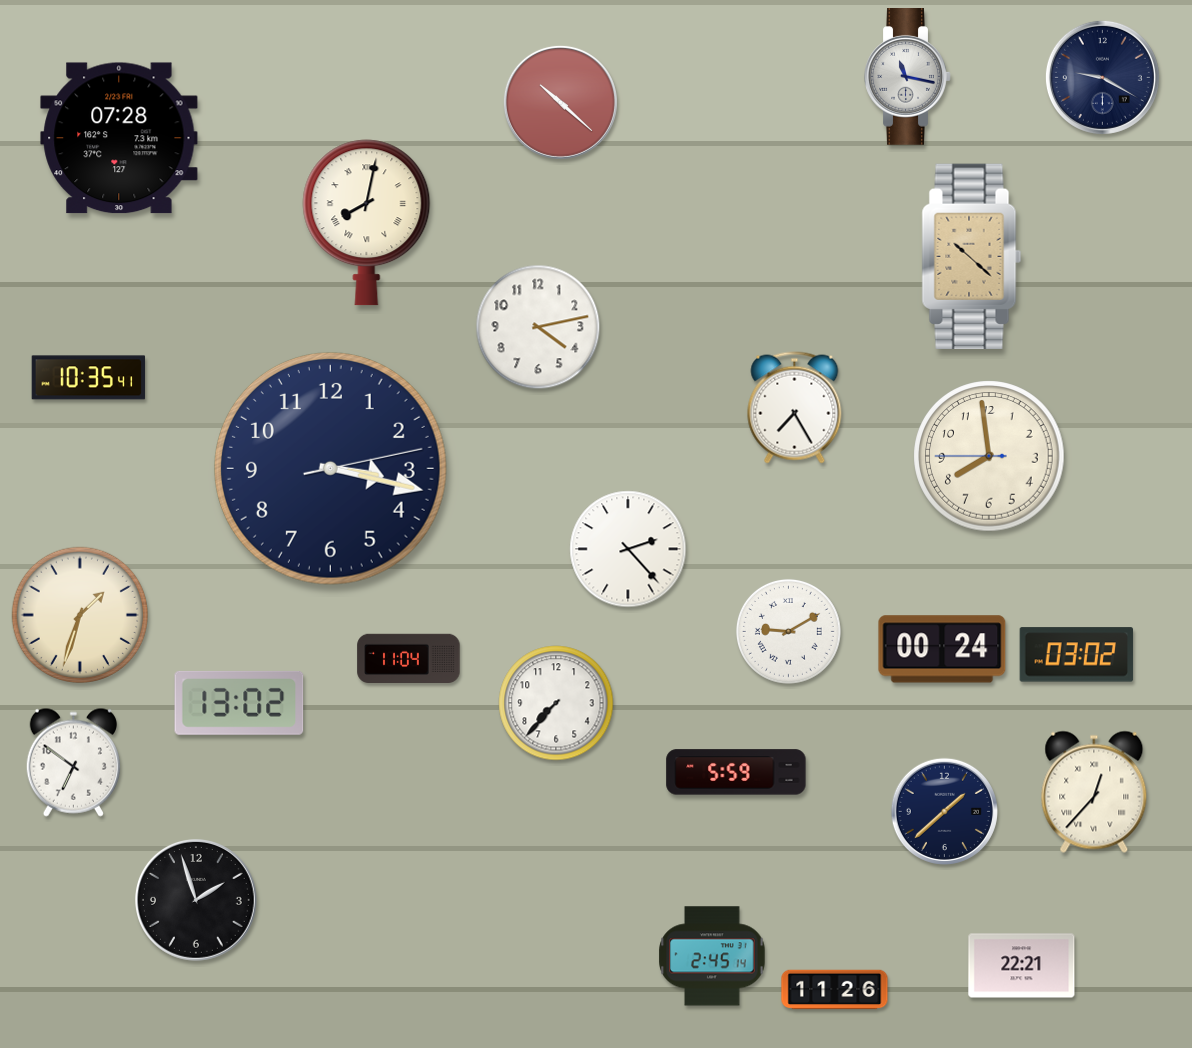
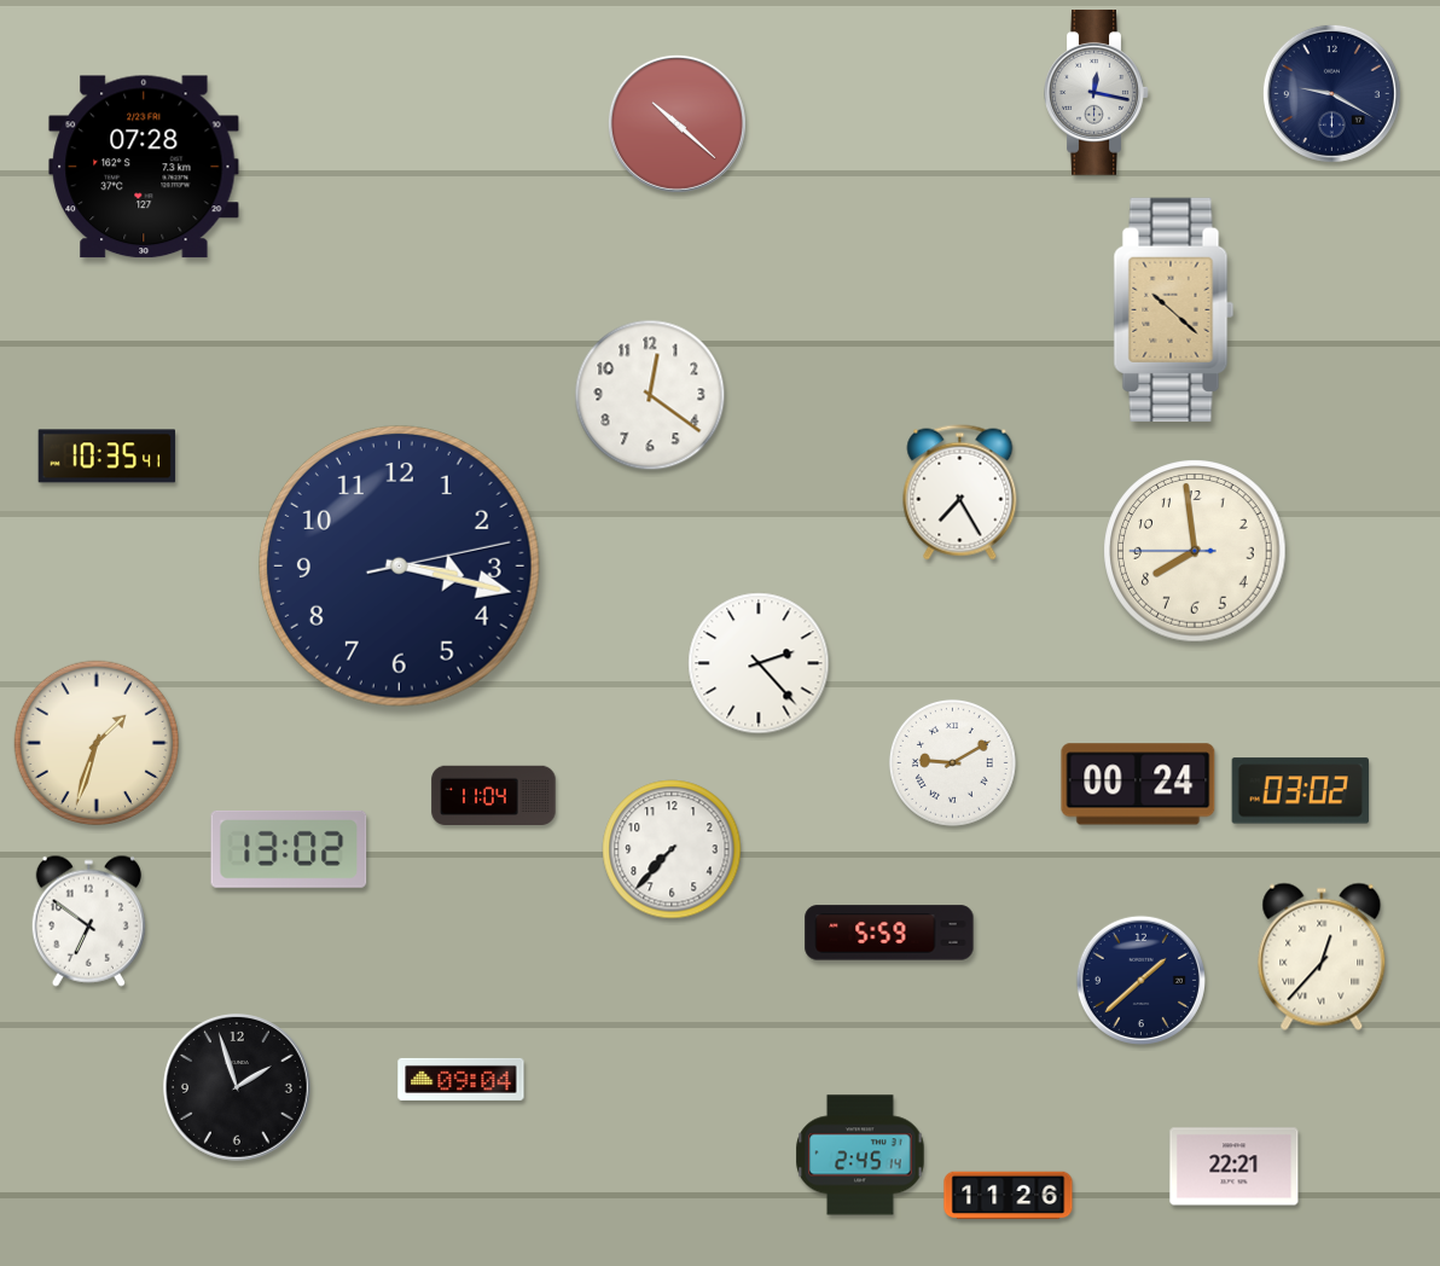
clock at (908, 77): 11:17 -> 12:17
clock at (367, 223): 8:02 -> none
clock at (538, 327): 4:13 -> 12:21
clock at (461, 1079): none -> 09:04
